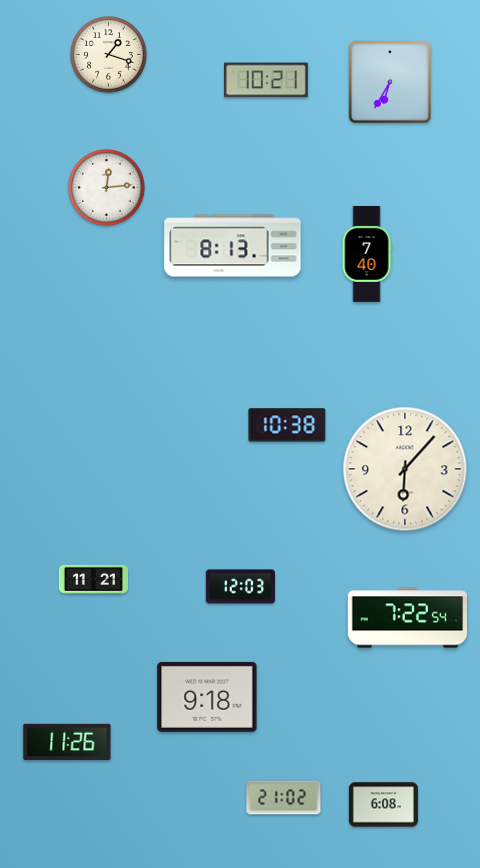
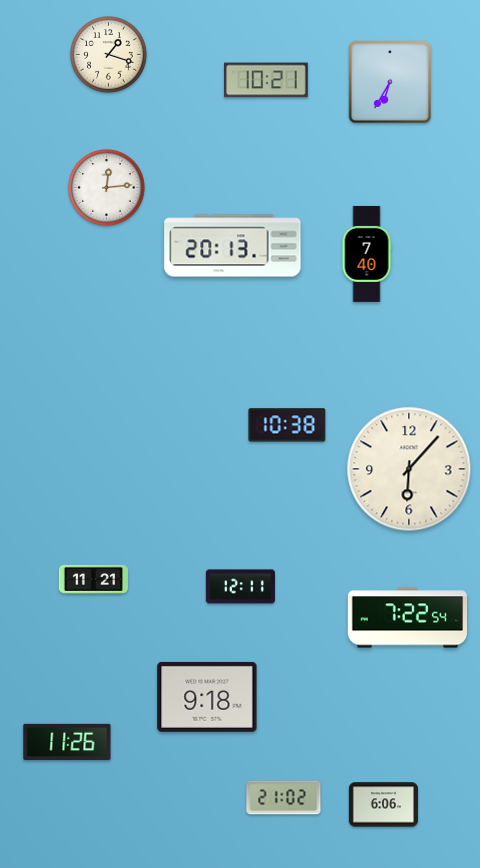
clock at (233, 246): 8:13 -> 20:13
clock at (405, 469) position: (405, 469) -> (409, 469)
clock at (240, 587): 12:03 -> 12:11
clock at (383, 805): 6:08 -> 6:06
